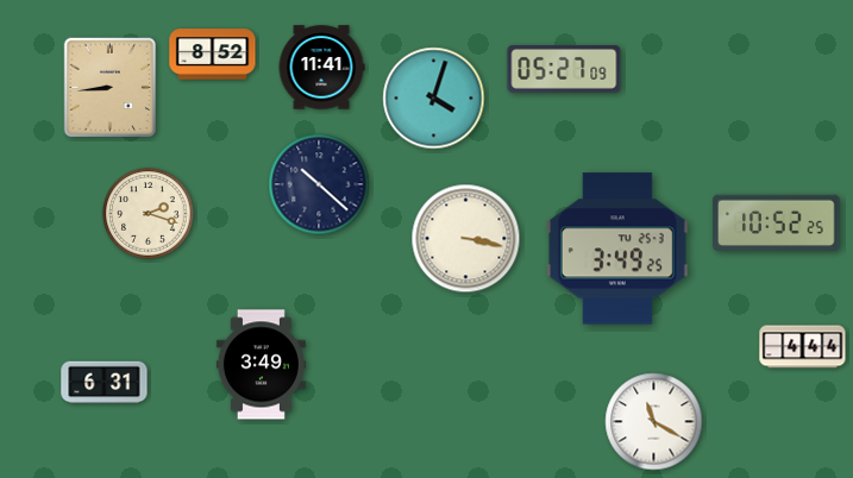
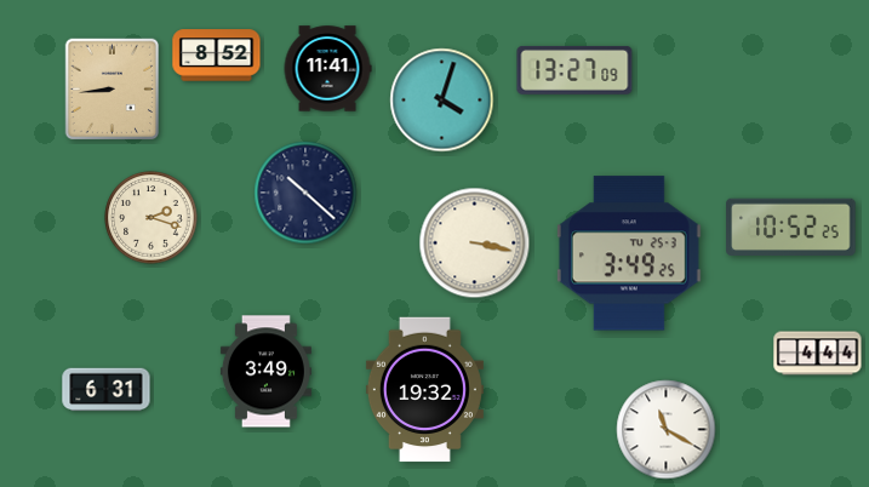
clock at (564, 69): 05:27 -> 13:27
clock at (319, 184) position: (319, 184) -> (305, 193)
clock at (424, 390): none -> 19:32
